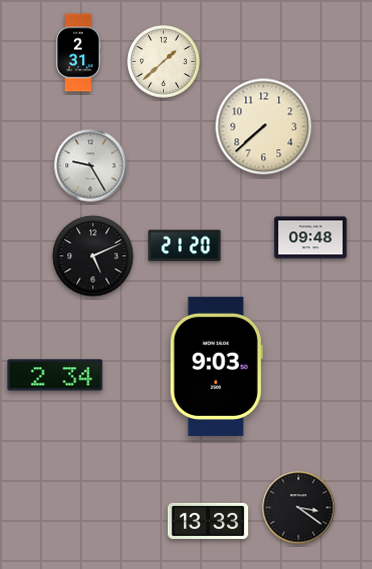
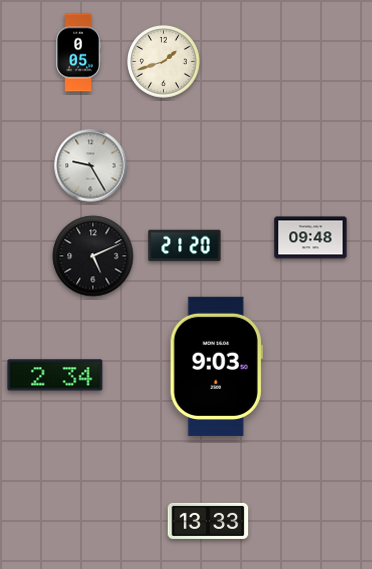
clock at (78, 53): 2:31 -> 0:05
clock at (164, 62): 1:38 -> 1:42
clock at (264, 127): 7:38 -> none
clock at (299, 508): 3:21 -> none
